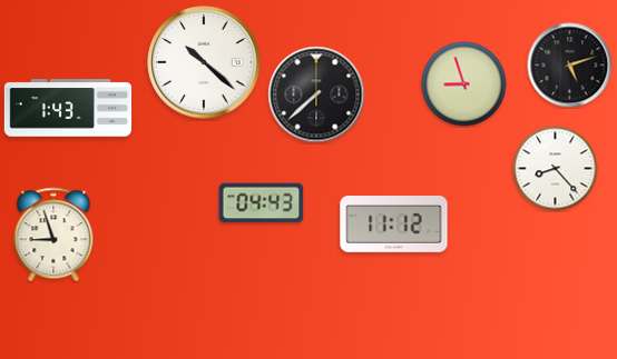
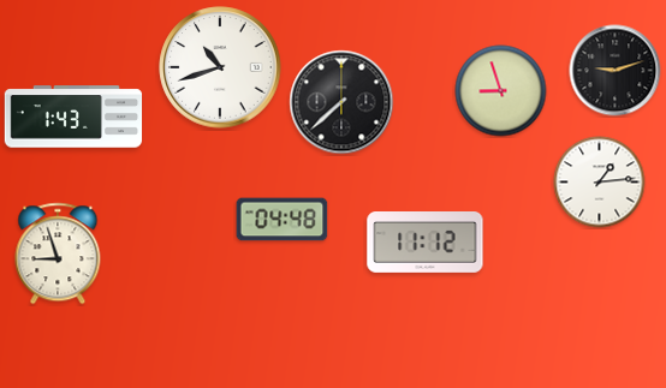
clock at (204, 62): 10:22 -> 10:42
clock at (570, 66): 5:12 -> 9:12
clock at (556, 169): 8:23 -> 1:14
clock at (262, 203): 04:43 -> 04:48
